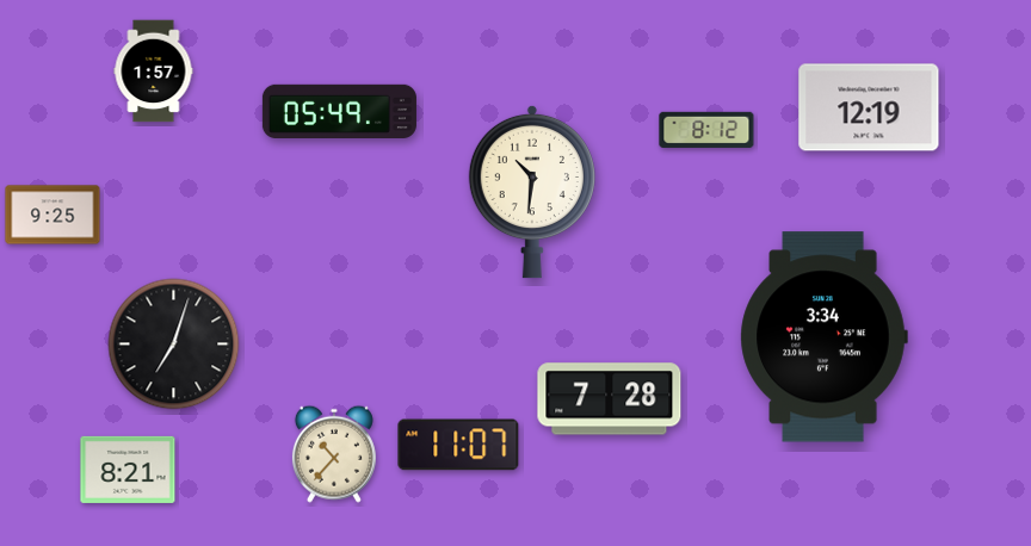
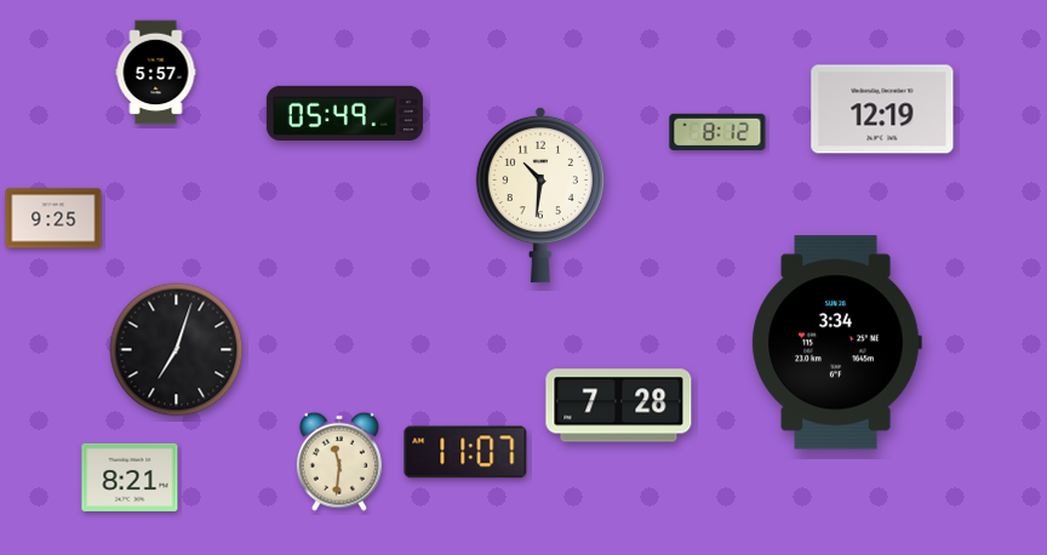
clock at (154, 72): 1:57 -> 5:57
clock at (334, 454): 10:37 -> 11:31
